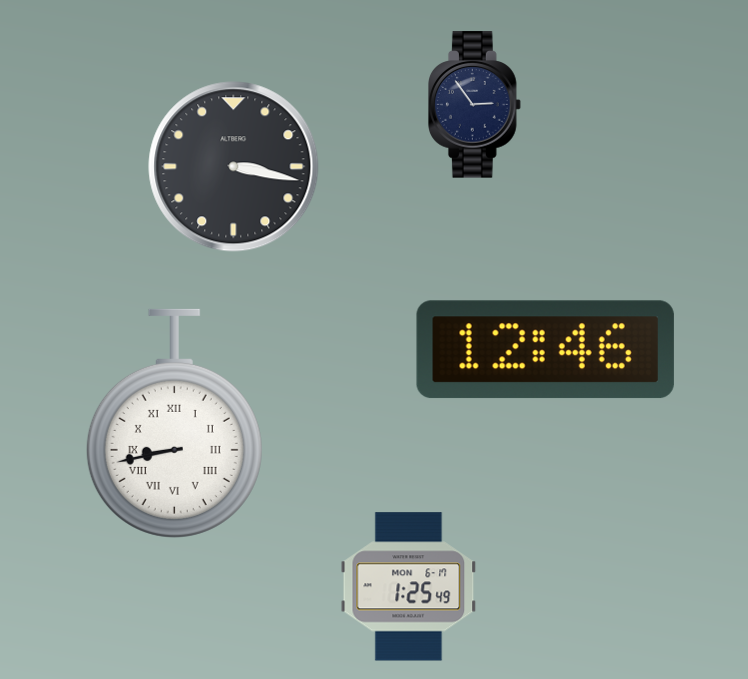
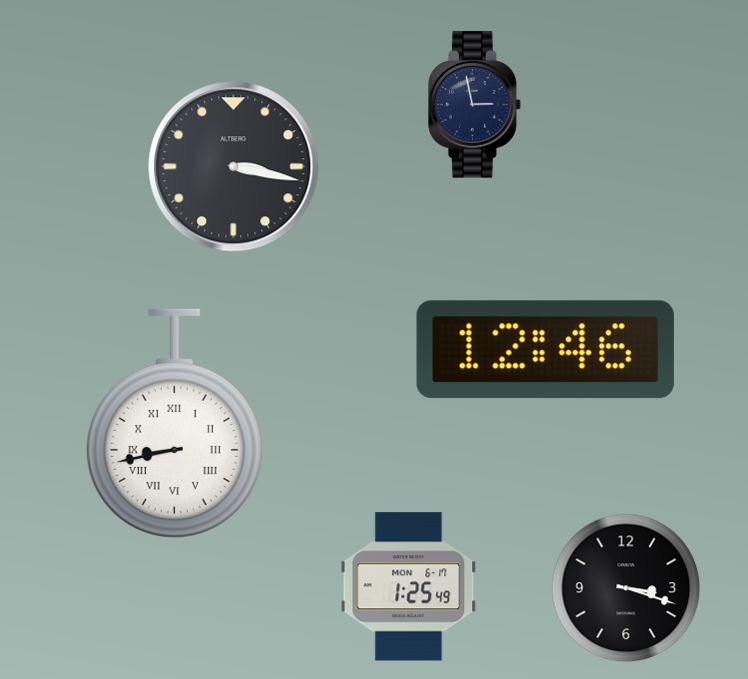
clock at (475, 105): 2:54 -> 2:58
clock at (626, 588): none -> 3:18
